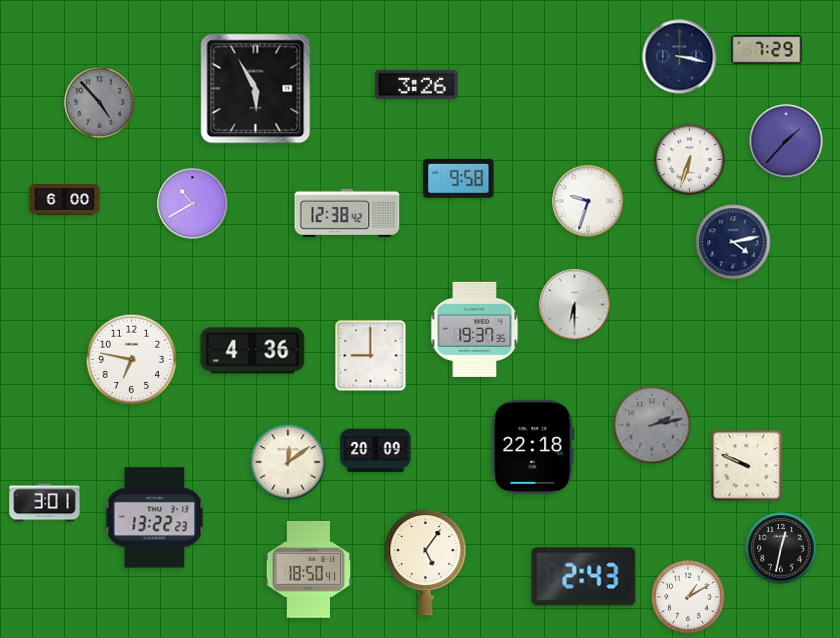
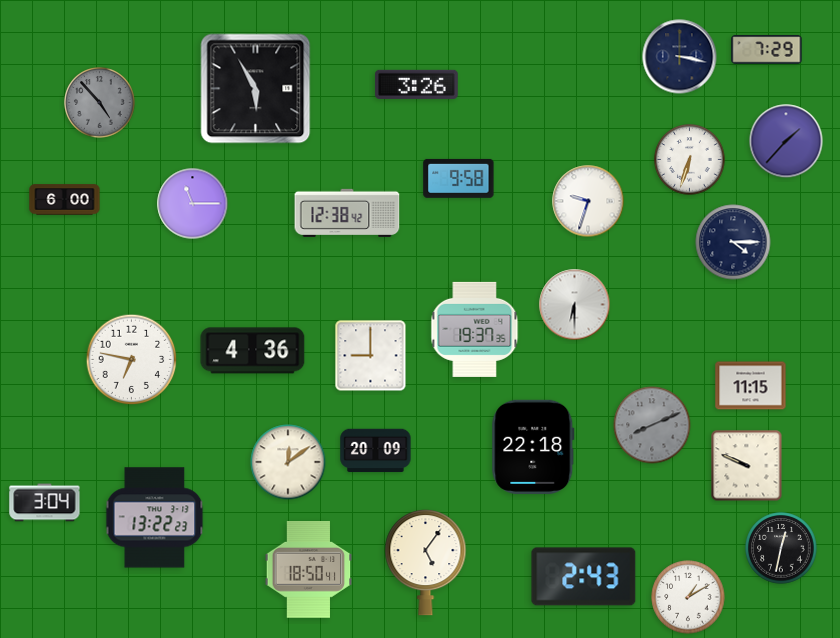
clock at (193, 204): 10:40 -> 11:15
clock at (733, 242): 4:13 -> 4:15
clock at (751, 386): none -> 11:15
clock at (652, 425): 2:13 -> 8:11
clock at (45, 503): 3:01 -> 3:04
